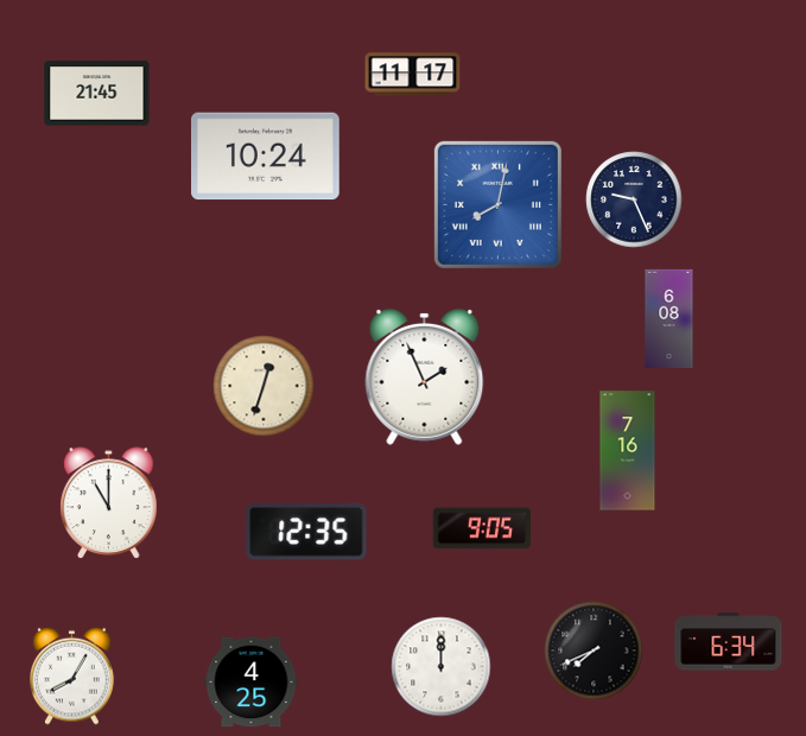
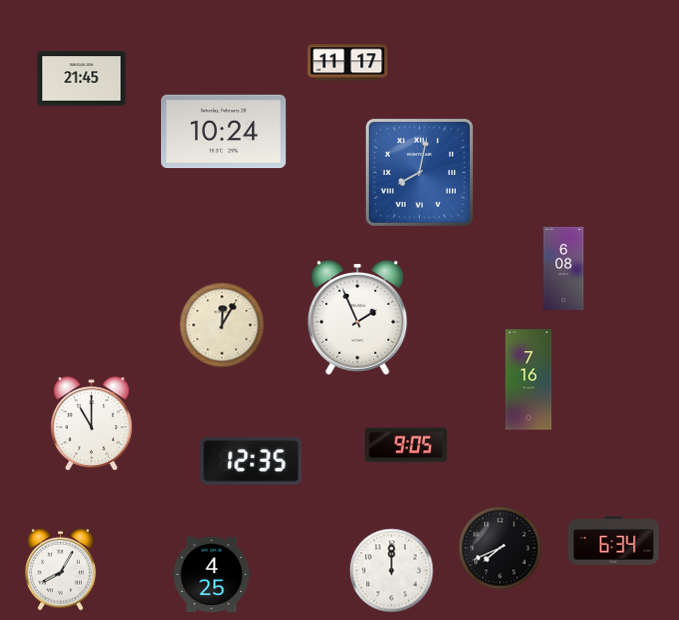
clock at (634, 199): 9:26 -> none
clock at (264, 386): 12:33 -> 12:05
clock at (306, 532) position: (306, 532) -> (251, 461)
clock at (442, 667) position: (442, 667) -> (392, 571)
